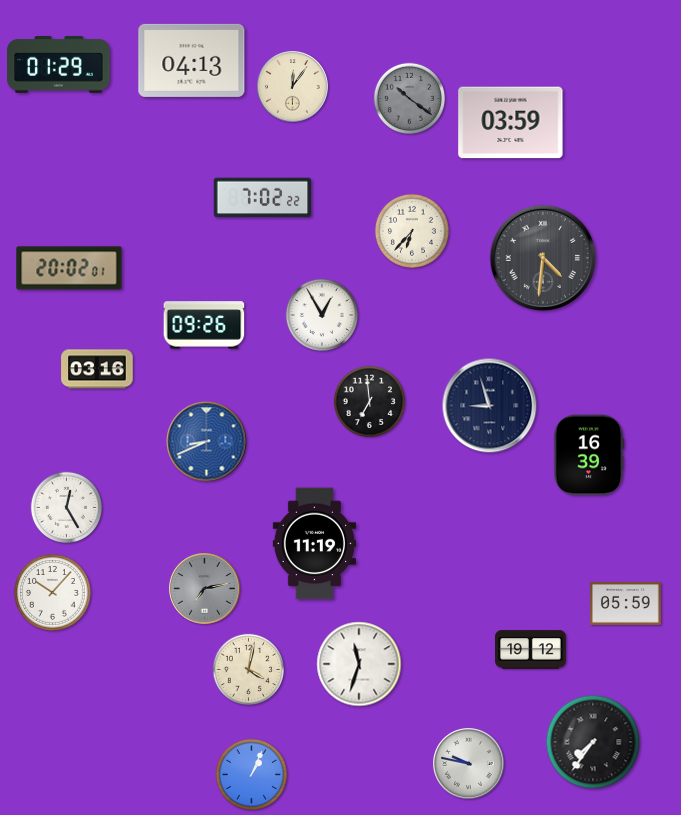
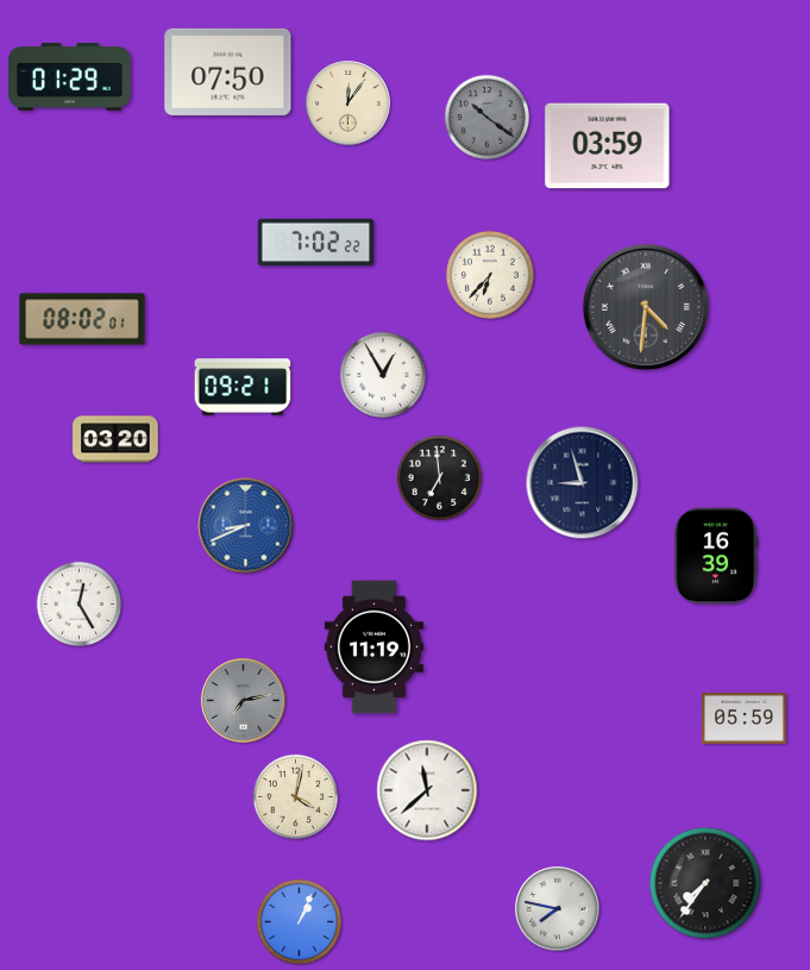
clock at (192, 60): 04:13 -> 07:50
clock at (263, 198) position: (263, 198) -> (316, 243)
clock at (69, 268): 20:02 -> 08:02
clock at (204, 325): 09:26 -> 09:21
clock at (97, 369): 03:16 -> 03:20
clock at (589, 455) position: (589, 455) -> (716, 556)
clock at (53, 593): 10:07 -> none
clock at (531, 650): 19:12 -> none
clock at (359, 664): 11:33 -> 11:38
clock at (469, 764): 9:47 -> 7:47
